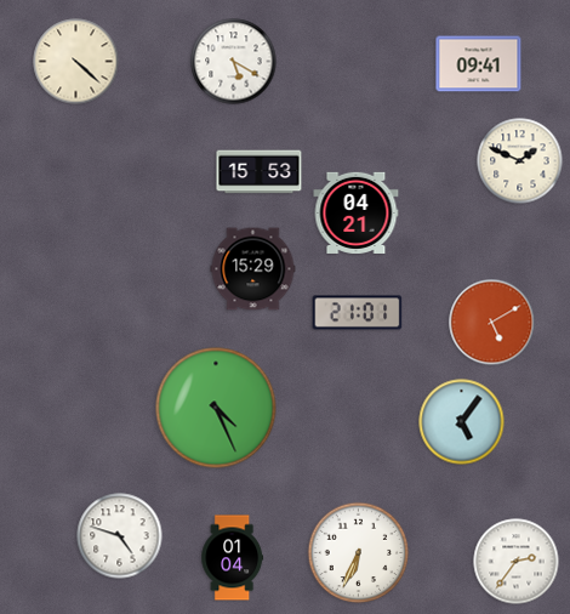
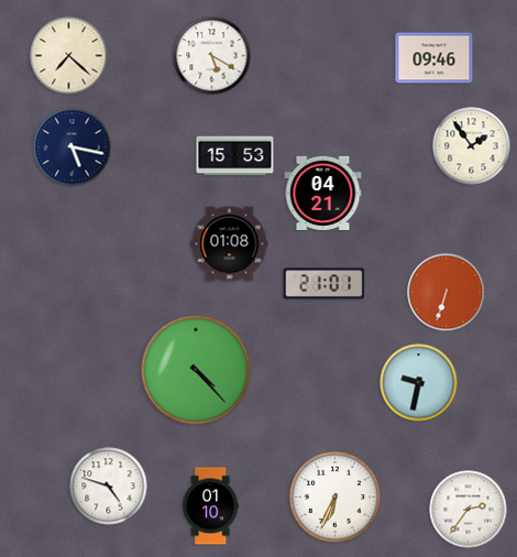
clock at (76, 62): 4:22 -> 7:22
clock at (479, 64): 09:41 -> 09:46
clock at (520, 161): 1:49 -> 1:54
clock at (73, 148): none -> 5:17
clock at (253, 269): 15:29 -> 01:08
clock at (492, 323): 5:10 -> 6:33
clock at (216, 408): 4:26 -> 4:23
clock at (462, 422): 5:06 -> 9:32
clock at (359, 553) position: (359, 553) -> (335, 498)
clock at (233, 558): 01:04 -> 01:10
